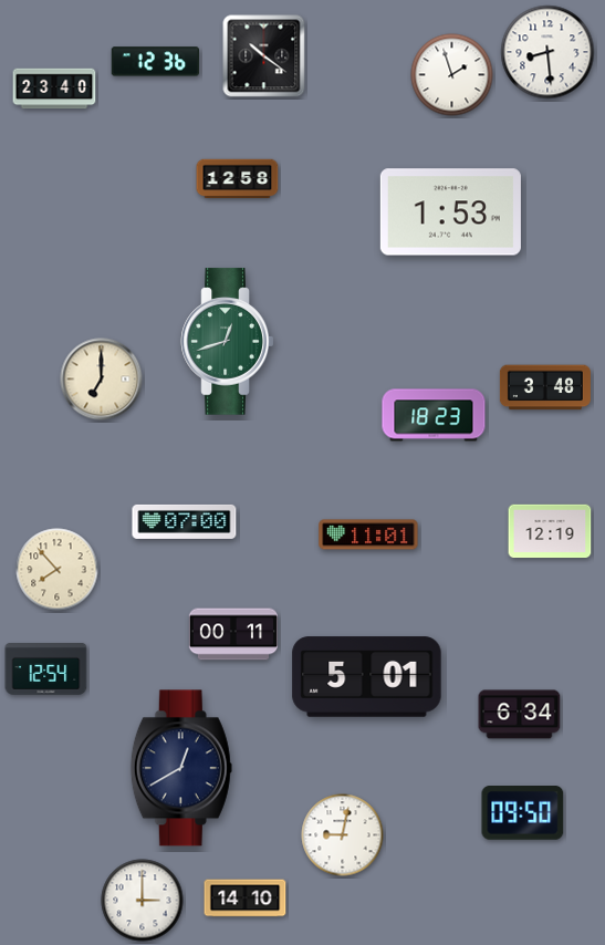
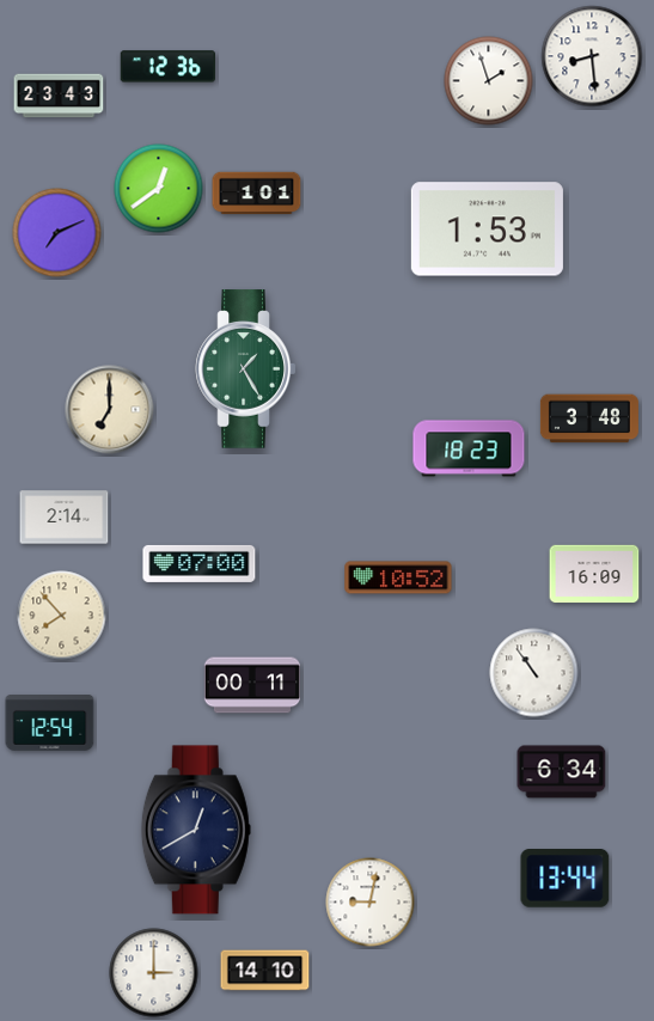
clock at (264, 56): 10:21 -> none
clock at (54, 89): 23:40 -> 23:43
clock at (159, 189): none -> 12:39
clock at (238, 179): 12:58 -> 1:01
clock at (57, 233): none -> 7:11
clock at (228, 342): 12:42 -> 1:25
clock at (65, 518): none -> 2:14
clock at (550, 531): 12:19 -> 16:09
clock at (368, 534): 11:01 -> 10:52
clock at (534, 673): none -> 10:54
clock at (367, 677): 5:01 -> none
clock at (523, 813): 09:50 -> 13:44
